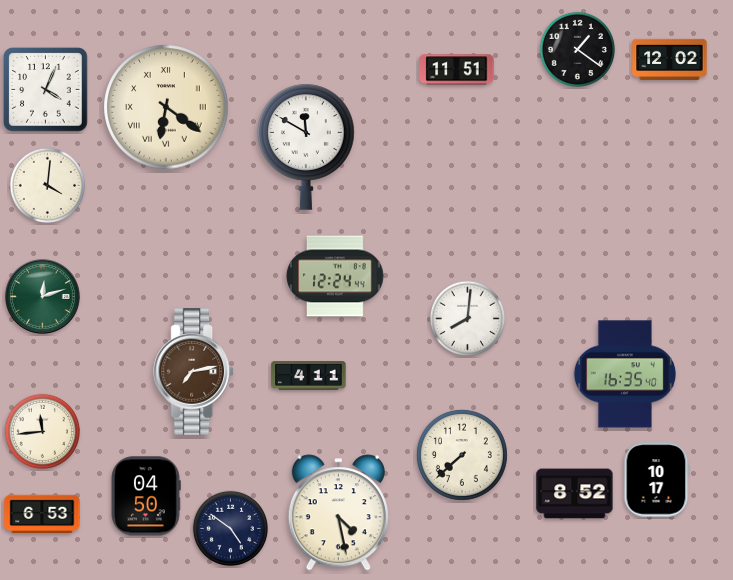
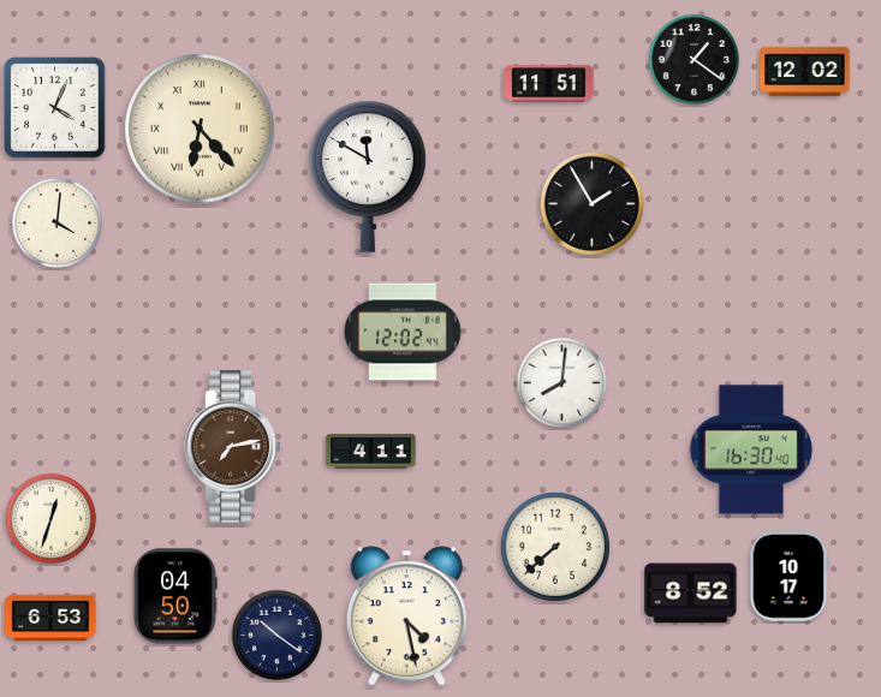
clock at (166, 107): 6:21 -> 6:23
clock at (591, 203): none -> 1:55
clock at (335, 276): 12:24 -> 12:02
clock at (43, 297): 12:12 -> none
clock at (625, 374): 16:35 -> 16:30
clock at (42, 431): 11:44 -> 12:33
clock at (230, 528): 4:51 -> 10:21
